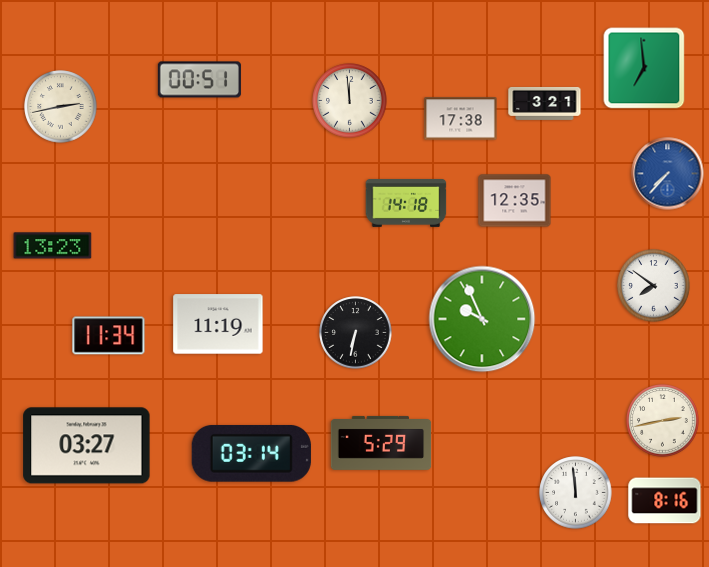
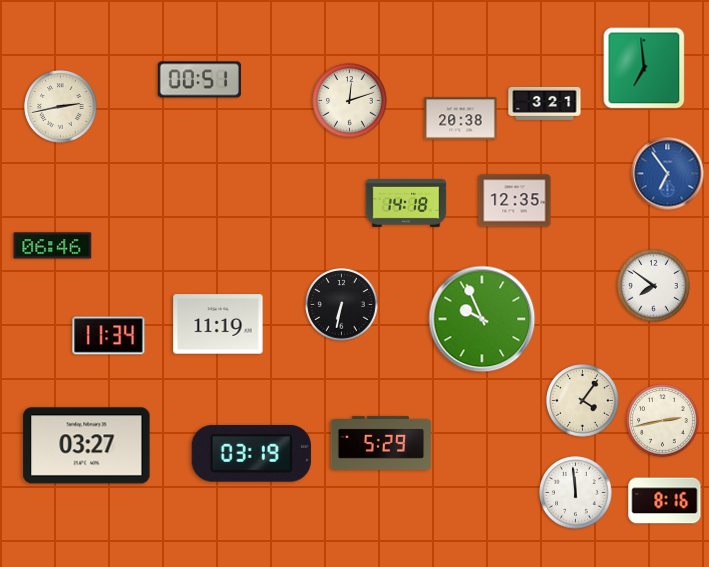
clock at (350, 101): 11:59 -> 12:12
clock at (461, 119): 17:38 -> 20:38
clock at (668, 174): 7:37 -> 6:54
clock at (53, 246): 13:23 -> 06:46
clock at (356, 333) position: (356, 333) -> (342, 305)
clock at (583, 401): none -> 4:06
clock at (251, 453): 03:14 -> 03:19
